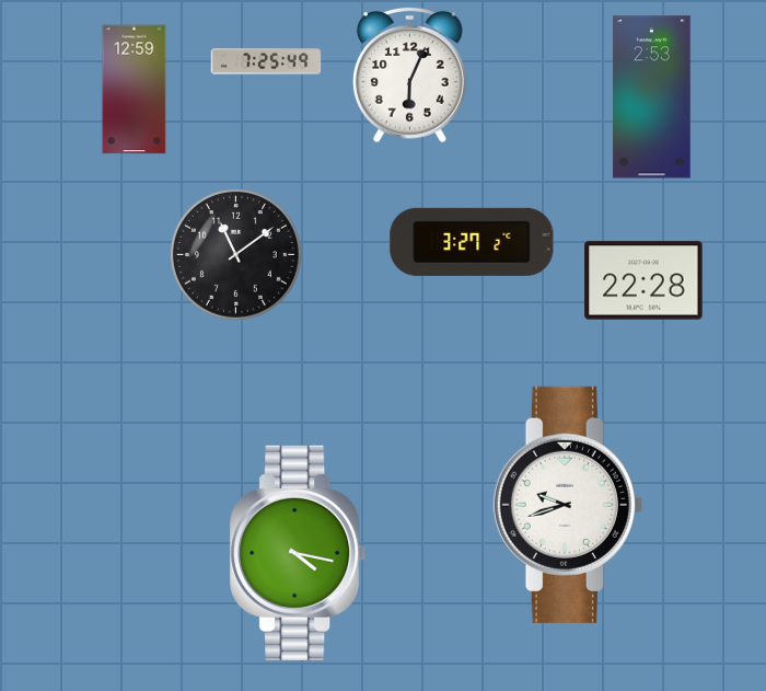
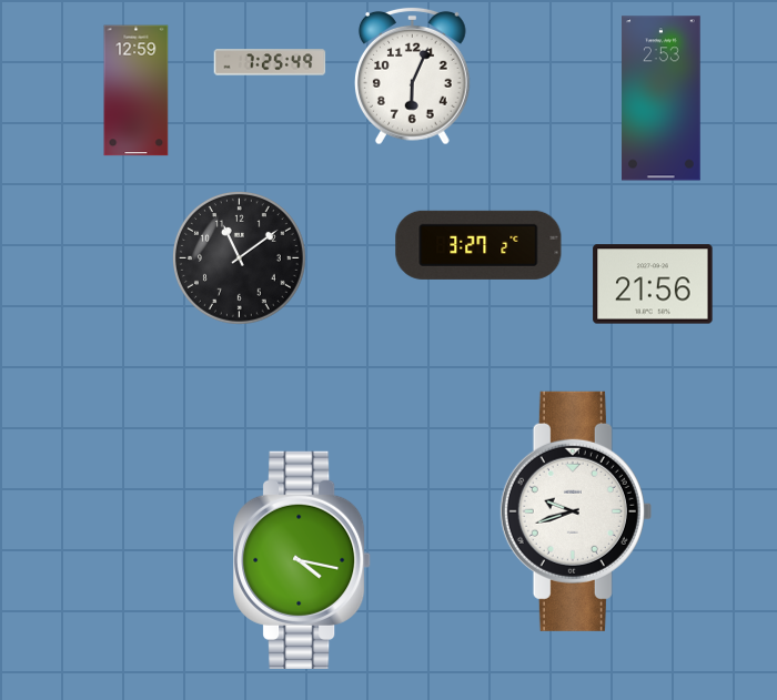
clock at (410, 74) position: (410, 74) -> (413, 75)
clock at (643, 280): 22:28 -> 21:56
